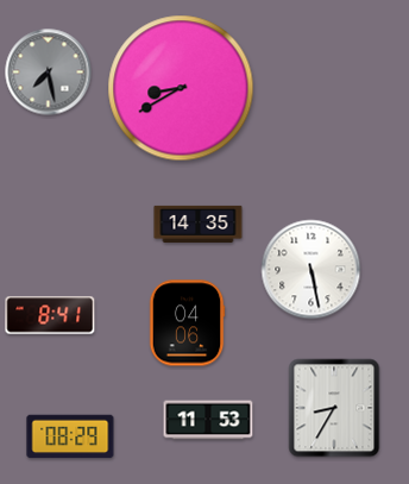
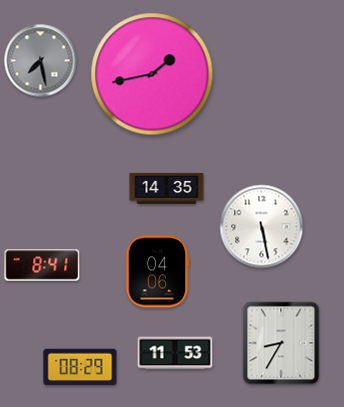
clock at (181, 88): 8:40 -> 1:43
clock at (70, 436) position: (70, 436) -> (80, 367)
